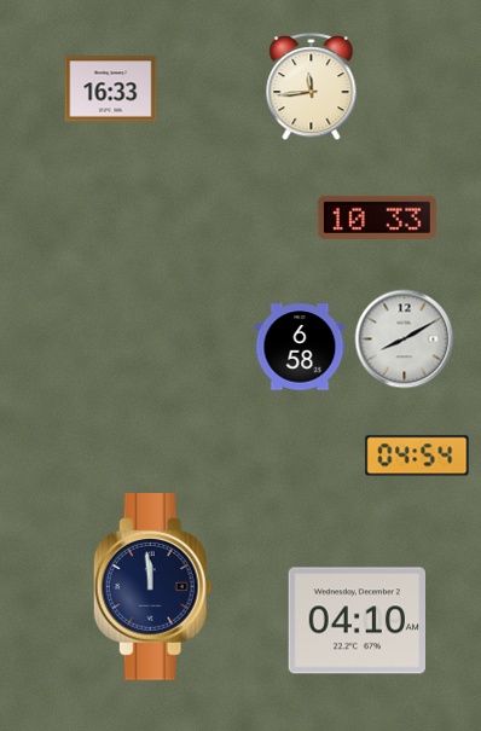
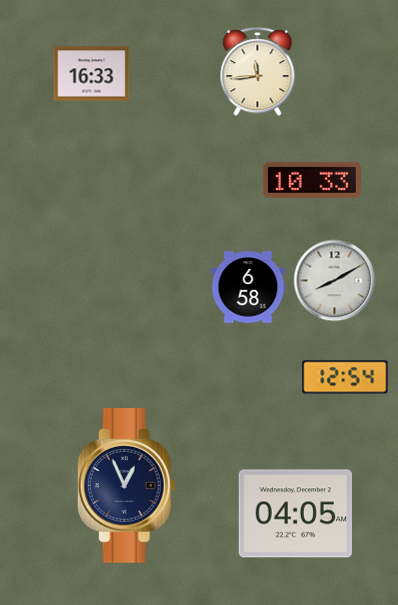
clock at (417, 456): 04:54 -> 12:54
clock at (152, 587): 11:59 -> 12:56
clock at (357, 621): 04:10 -> 04:05
